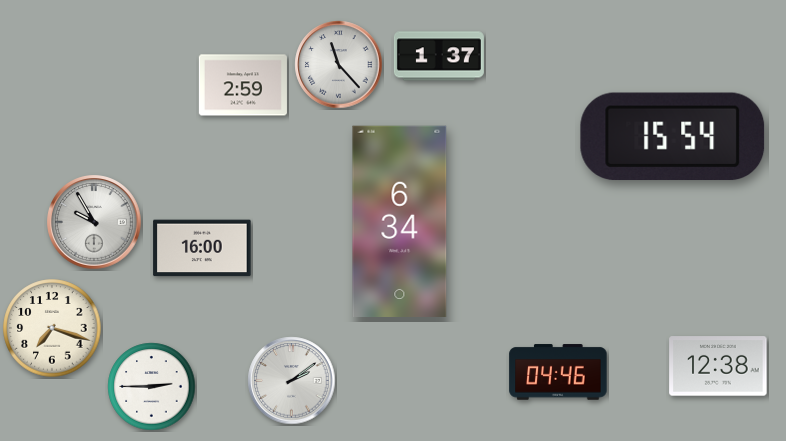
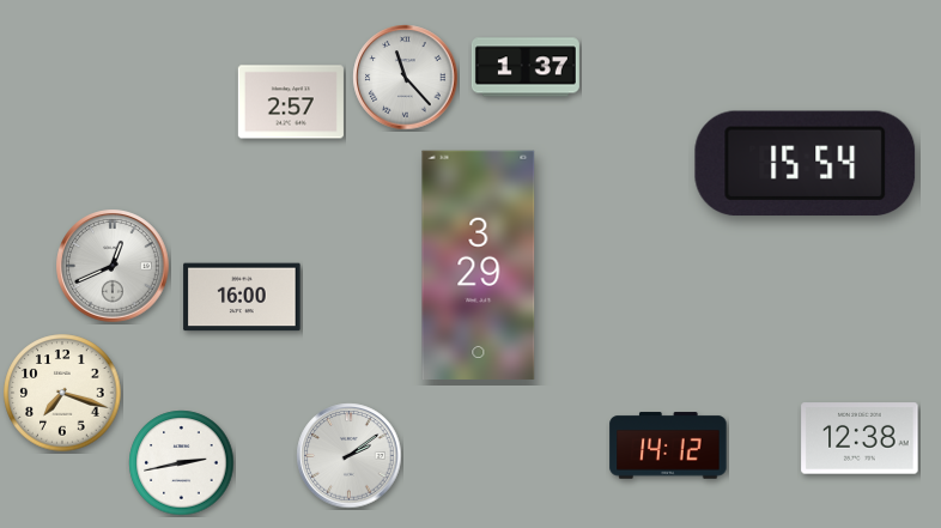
clock at (243, 85): 2:59 -> 2:57
clock at (400, 221): 6:34 -> 3:29
clock at (94, 222): 9:55 -> 12:41
clock at (558, 372): 04:46 -> 14:12
clock at (152, 387): 2:45 -> 2:43
